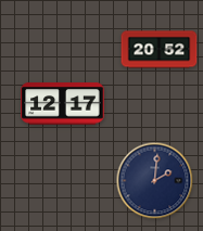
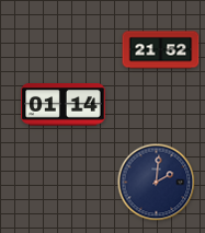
clock at (160, 50): 20:52 -> 21:52
clock at (63, 104): 12:17 -> 01:14
